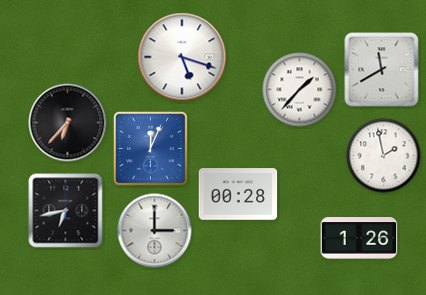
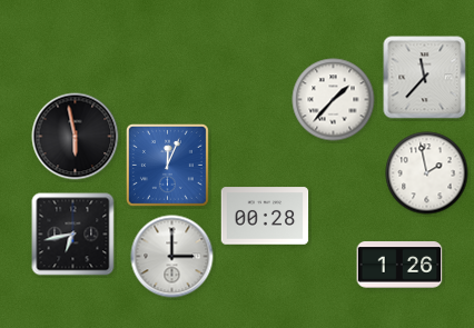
clock at (182, 57): 5:18 -> none
clock at (382, 70): 11:40 -> 11:37
clock at (68, 123): 6:37 -> 5:58
